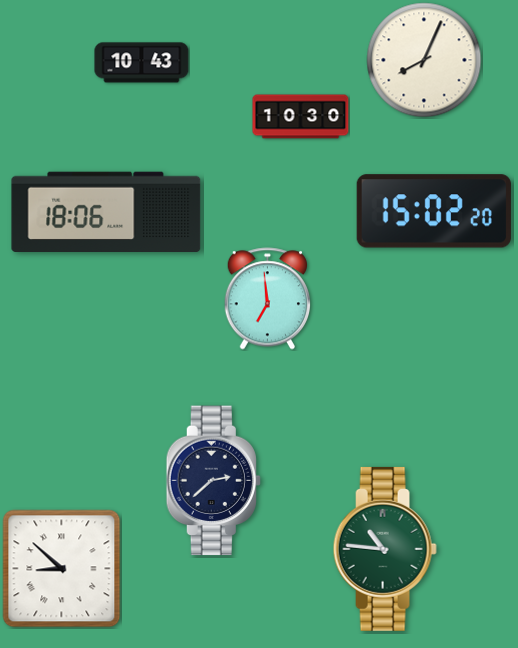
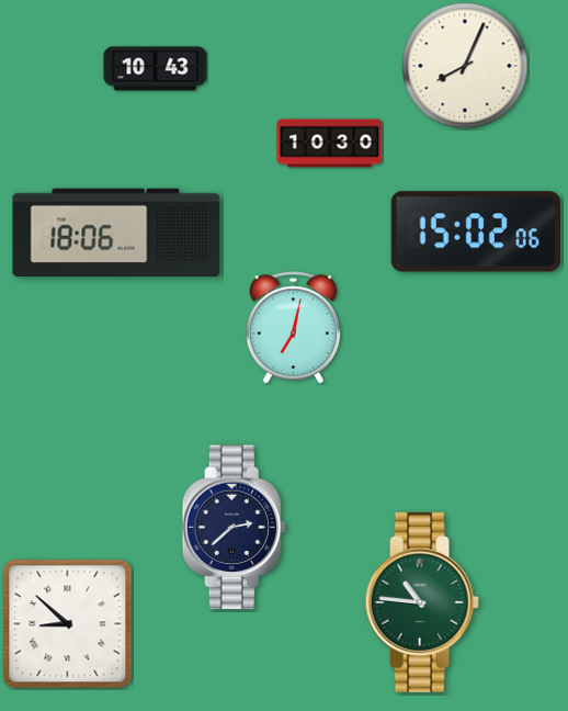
clock at (301, 117) position: (301, 117) -> (330, 144)
clock at (434, 211): 15:02:20 -> 15:02:06
clock at (267, 299): 6:59 -> 7:02
